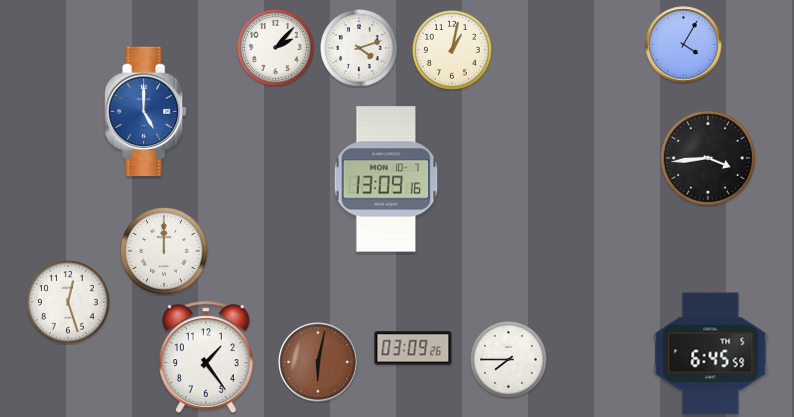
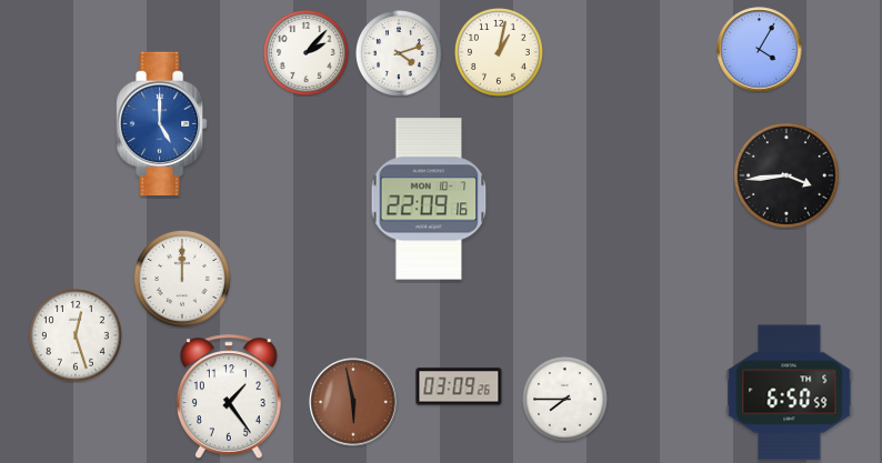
clock at (453, 51) position: (453, 51) -> (500, 53)
clock at (386, 179): 13:09 -> 22:09
clock at (711, 354): 6:45 -> 6:50
clock at (318, 362): 6:02 -> 5:58
